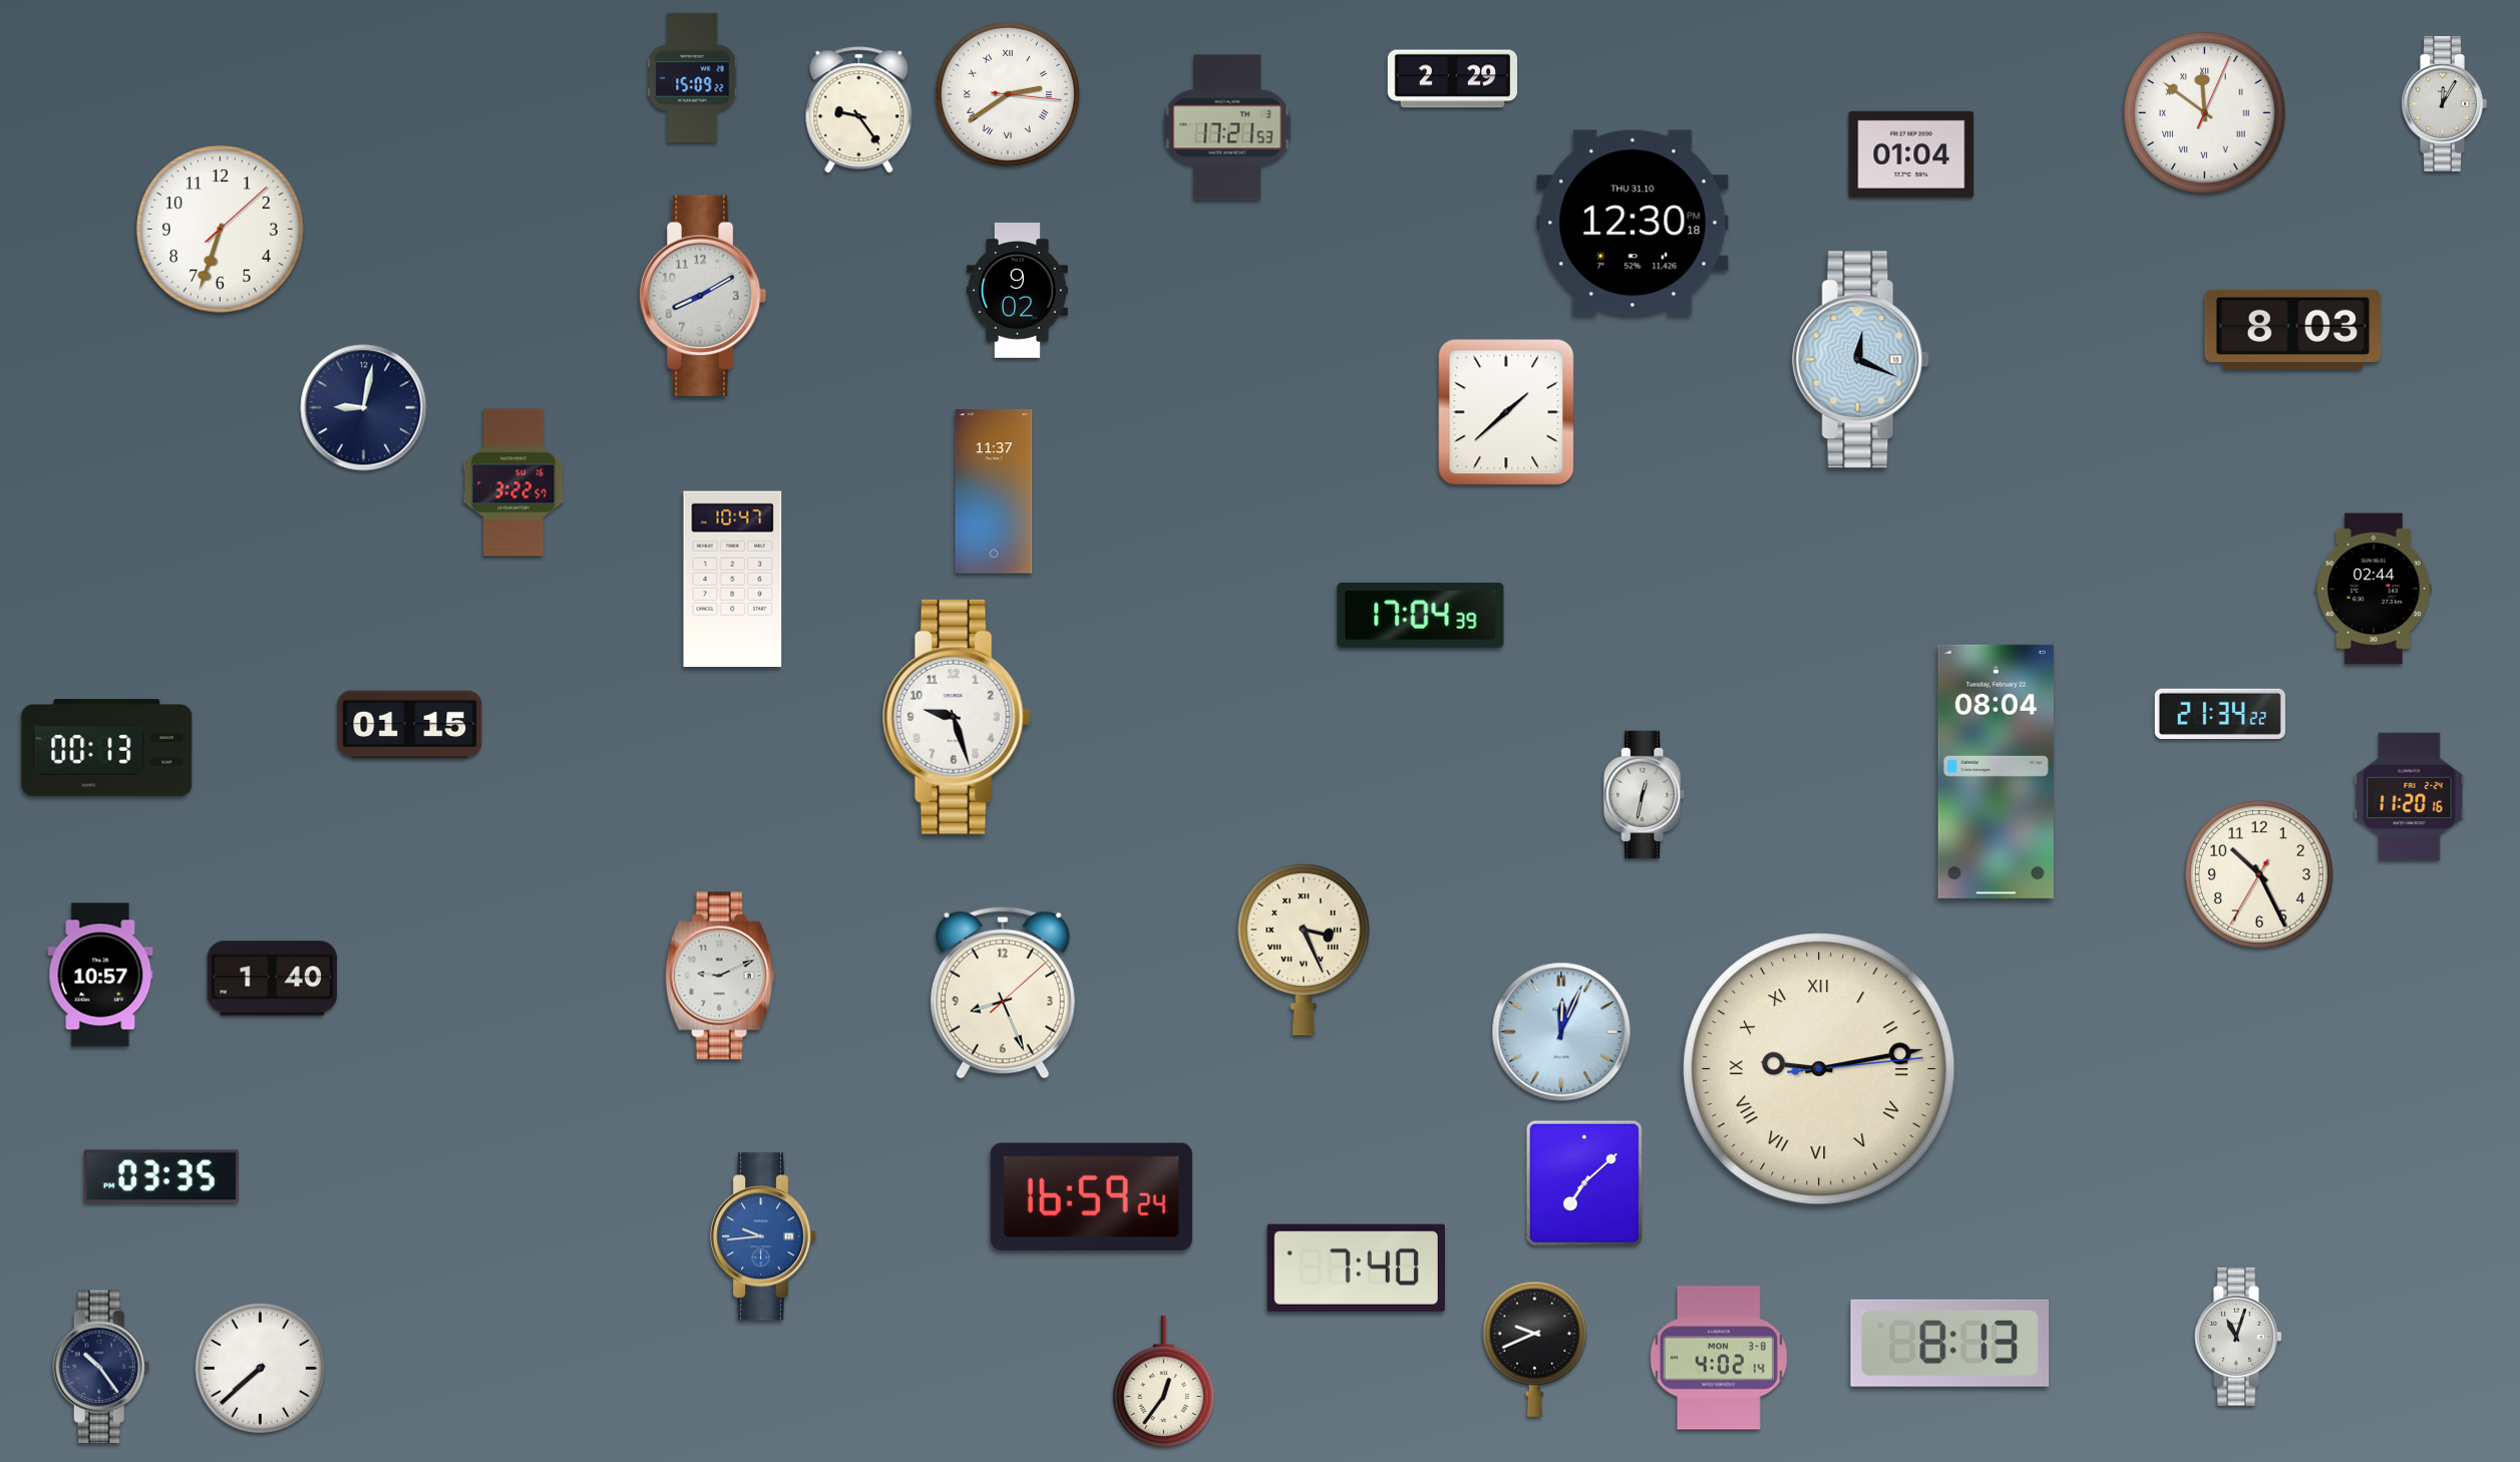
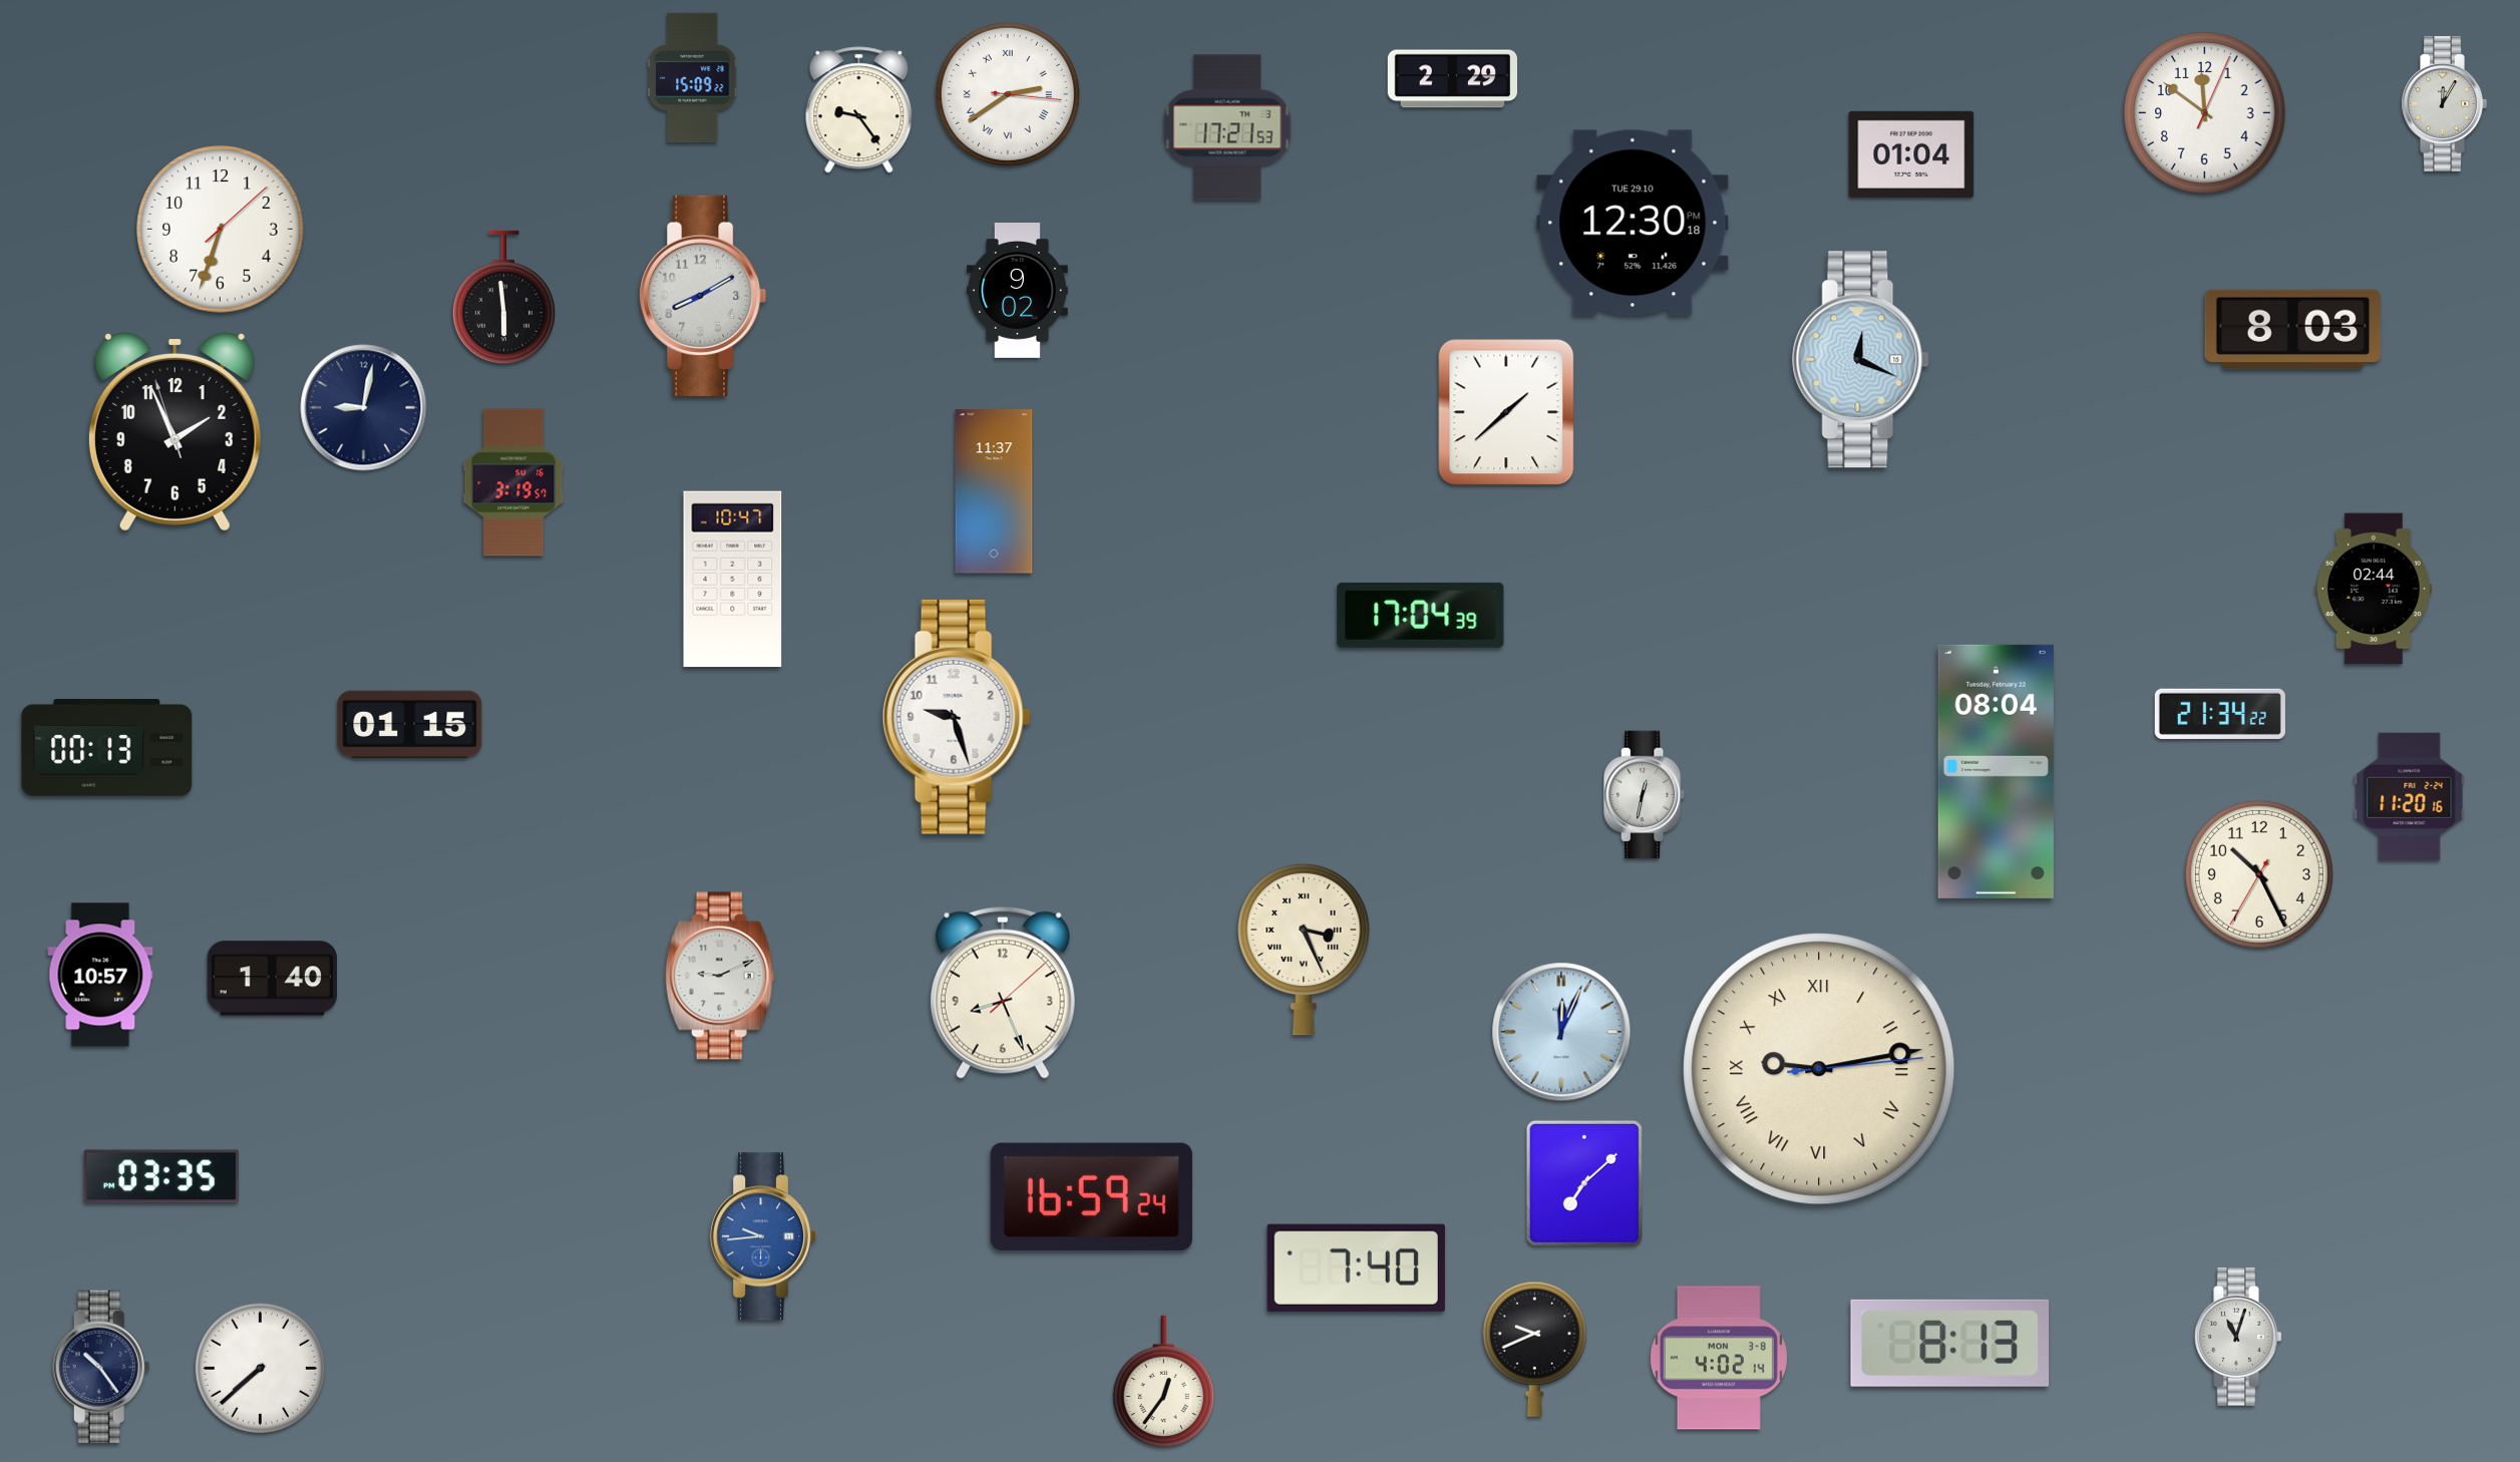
clock at (2205, 113) numerals: Roman -> Arabic
clock at (1633, 223) date: THU 31.10 -> TUE 29.10
clock at (503, 298): none -> 5:59
clock at (174, 432): none -> 1:55
clock at (513, 482): 3:22 -> 3:19
